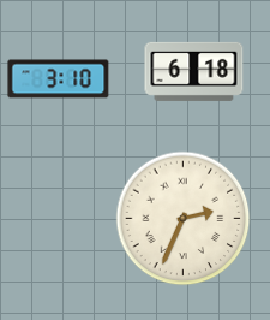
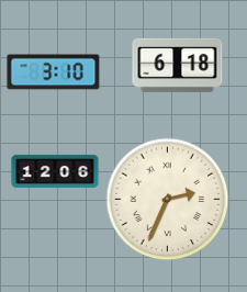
clock at (55, 171): none -> 12:06
